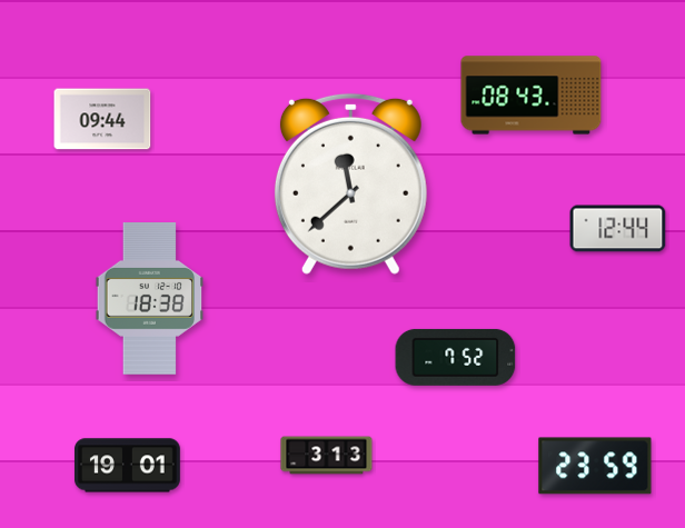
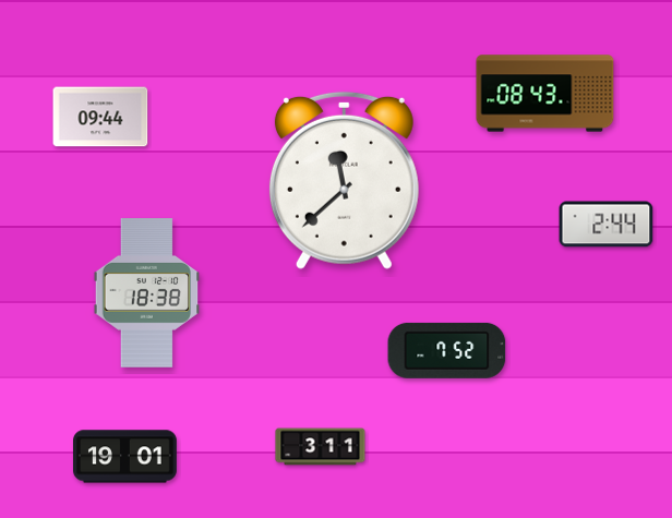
clock at (532, 96) position: (532, 96) -> (545, 94)
clock at (618, 229): 12:44 -> 2:44
clock at (327, 456): 3:13 -> 3:11
clock at (595, 466): 23:59 -> none
